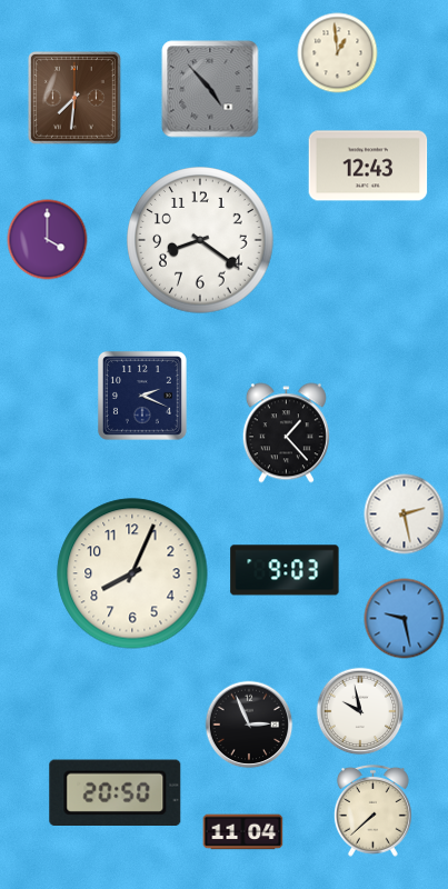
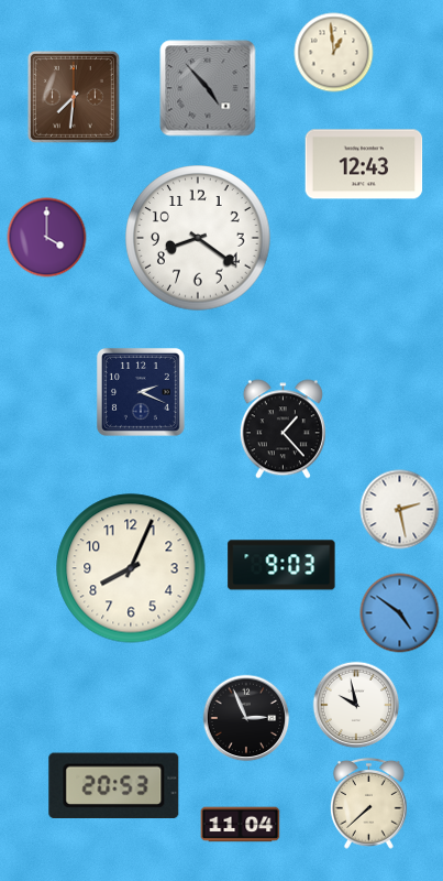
clock at (405, 619): 9:28 -> 4:51
clock at (116, 793): 20:50 -> 20:53
